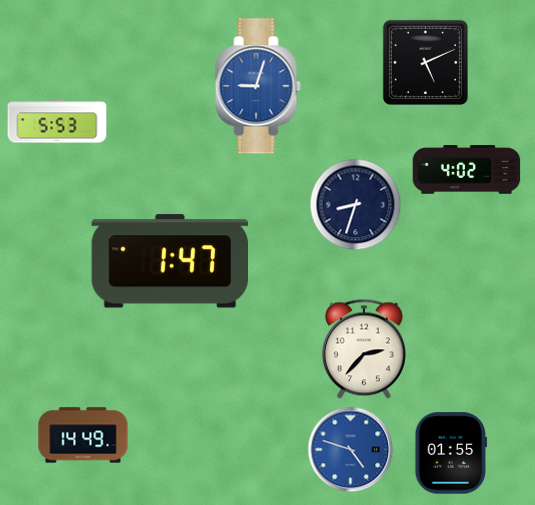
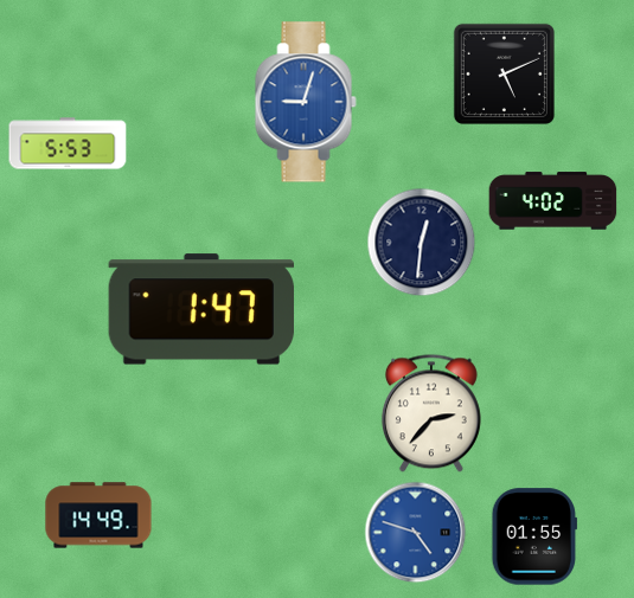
clock at (355, 204): 8:33 -> 12:31
